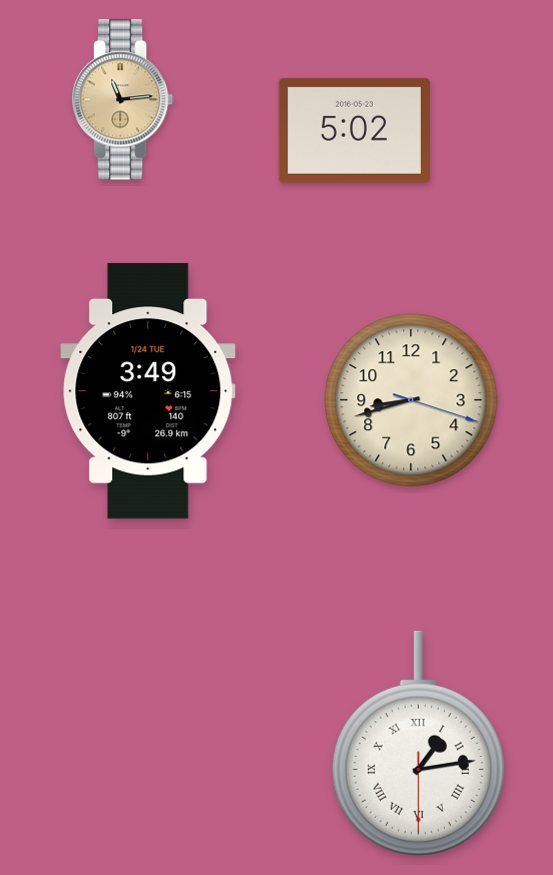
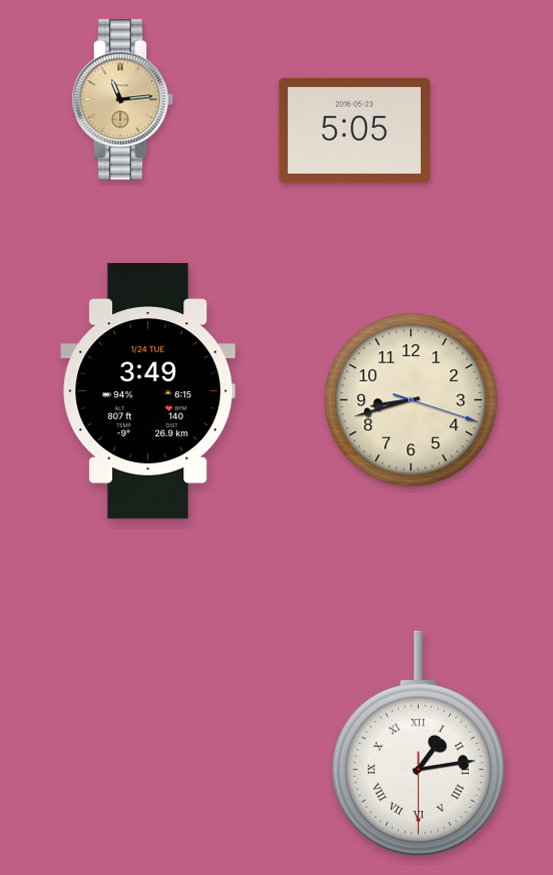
clock at (354, 130): 5:02 -> 5:05
